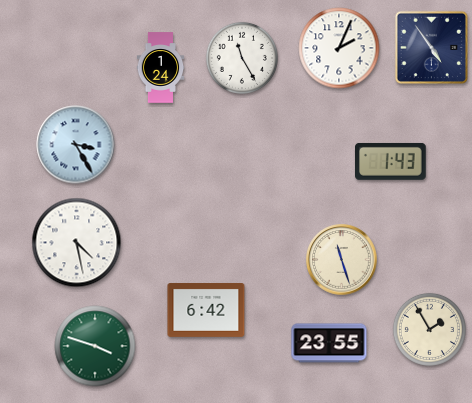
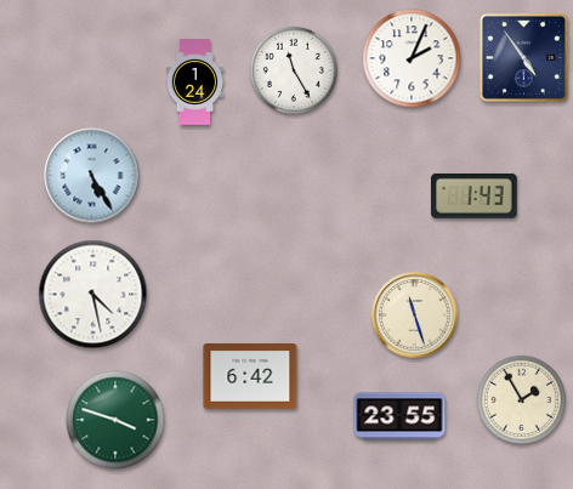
clock at (76, 145): 3:25 -> 5:25
